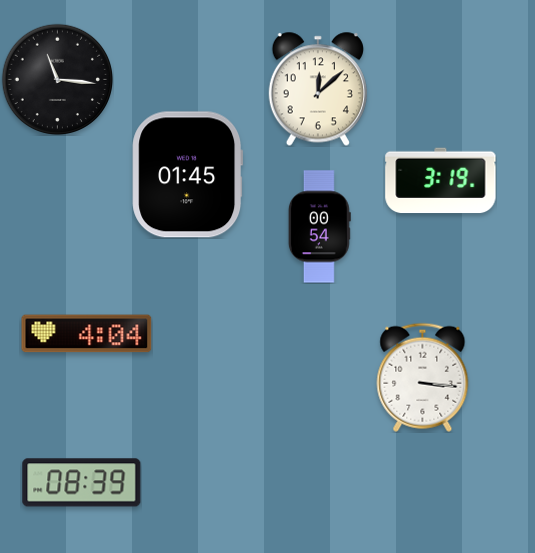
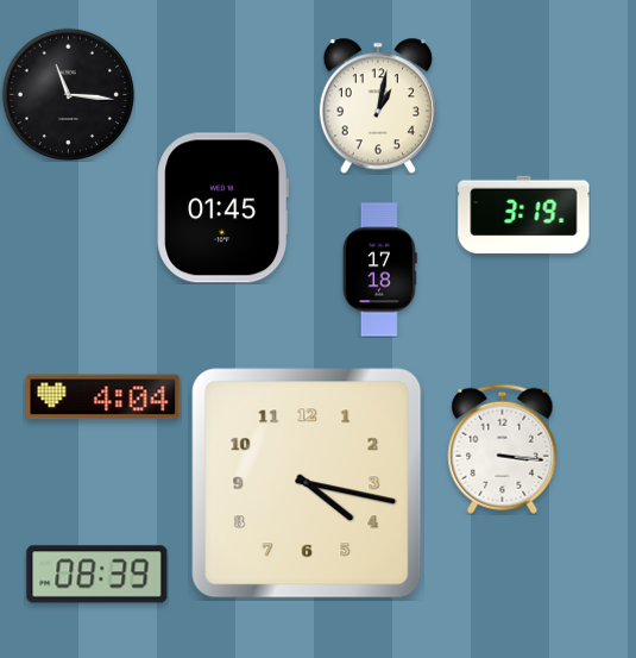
clock at (318, 89): 12:08 -> 1:02
clock at (319, 227): 00:54 -> 17:18
clock at (307, 483): none -> 4:17
